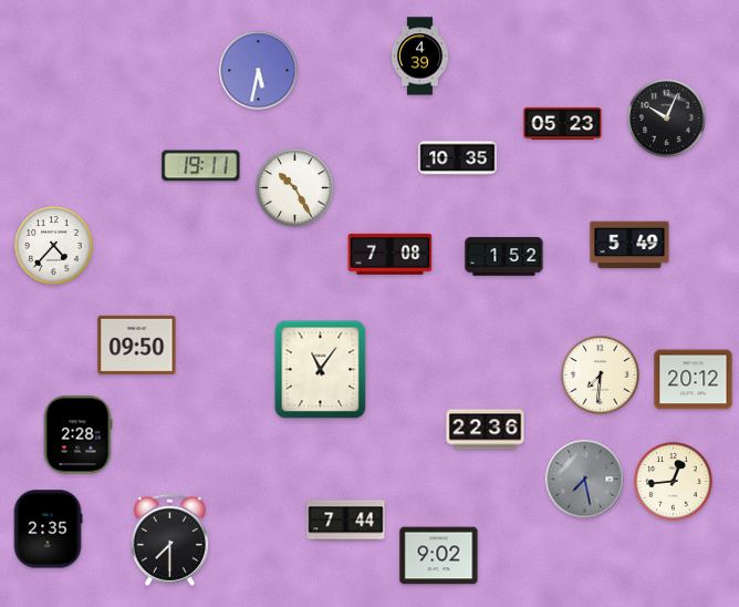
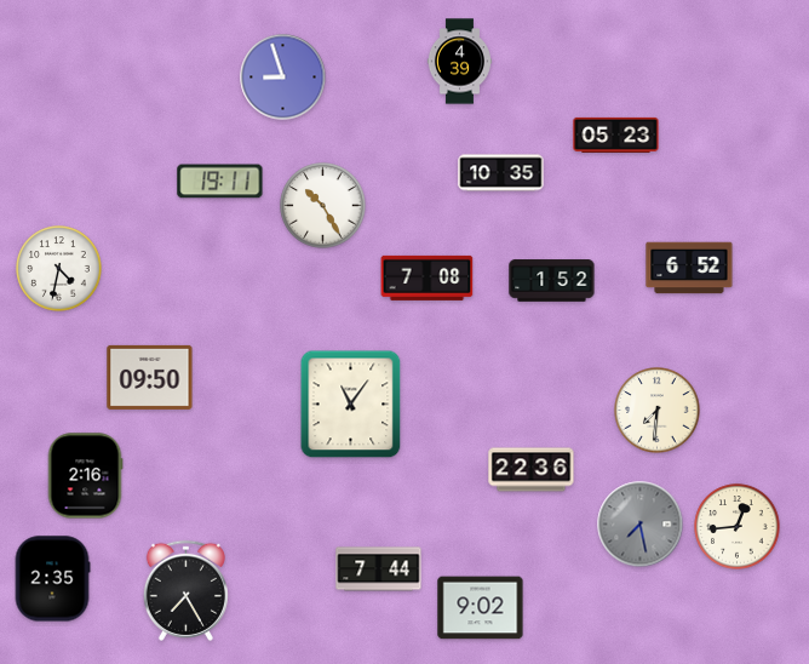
clock at (259, 71): 5:32 -> 8:57
clock at (667, 119): 10:04 -> none
clock at (629, 245): 5:49 -> 6:52
clock at (54, 246): 4:37 -> 4:32
clock at (694, 380): 20:12 -> none
clock at (77, 435): 2:28 -> 2:16
clock at (169, 539): 7:30 -> 7:25
